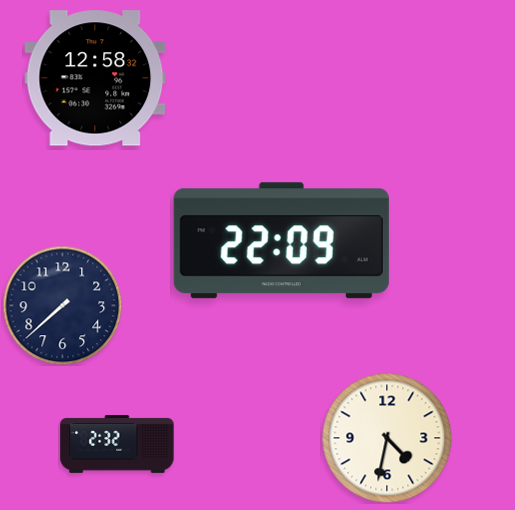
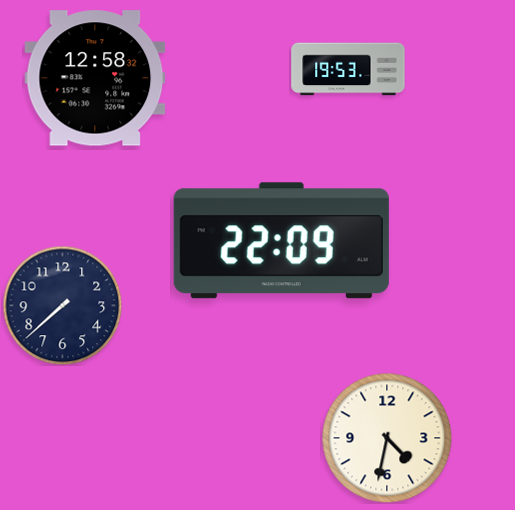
clock at (348, 69): none -> 19:53
clock at (117, 444): 2:32 -> none
